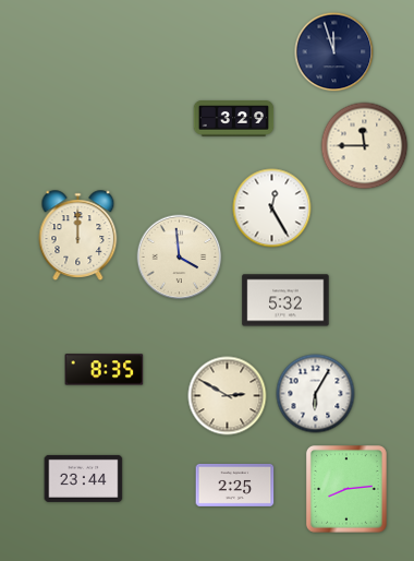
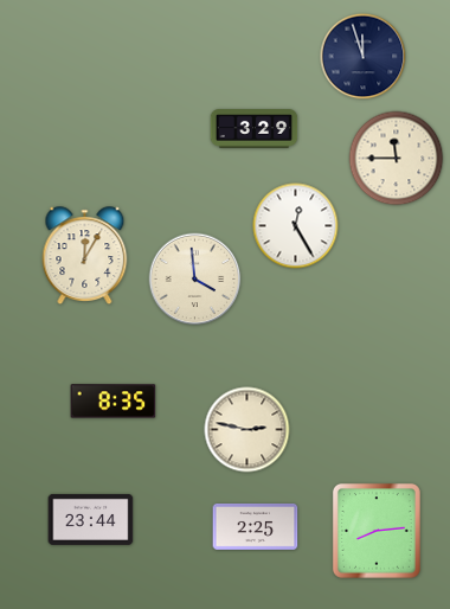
clock at (78, 235): 12:00 -> 12:05
clock at (285, 300): 5:32 -> none
clock at (316, 394): 6:05 -> none
clock at (228, 396): 2:50 -> 2:47
